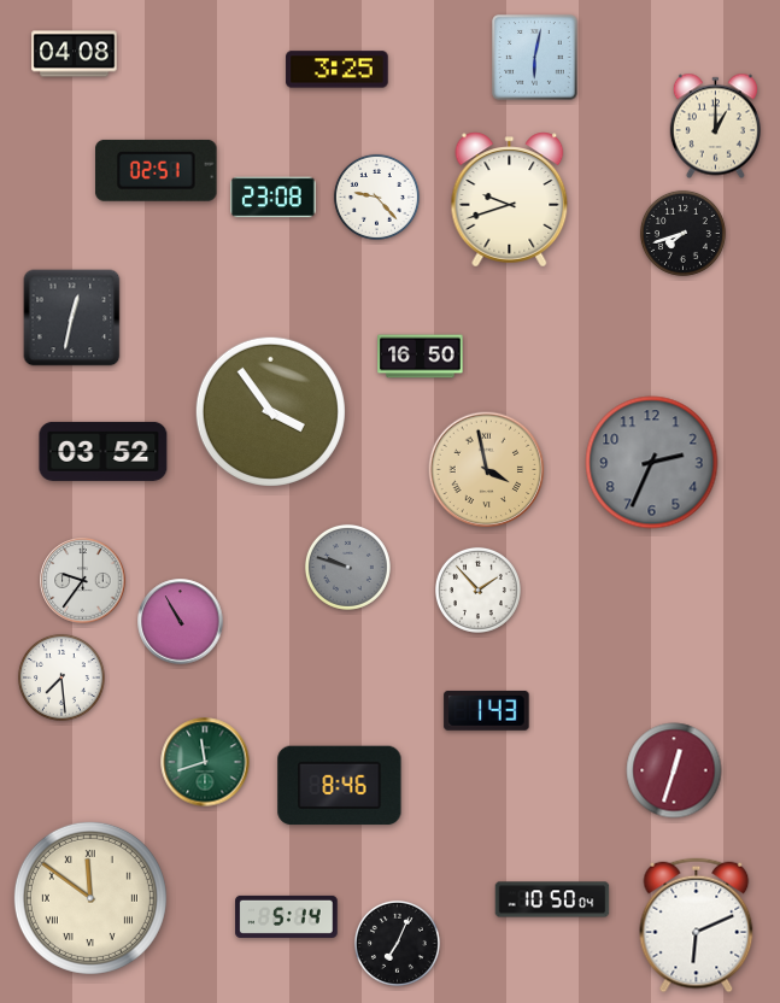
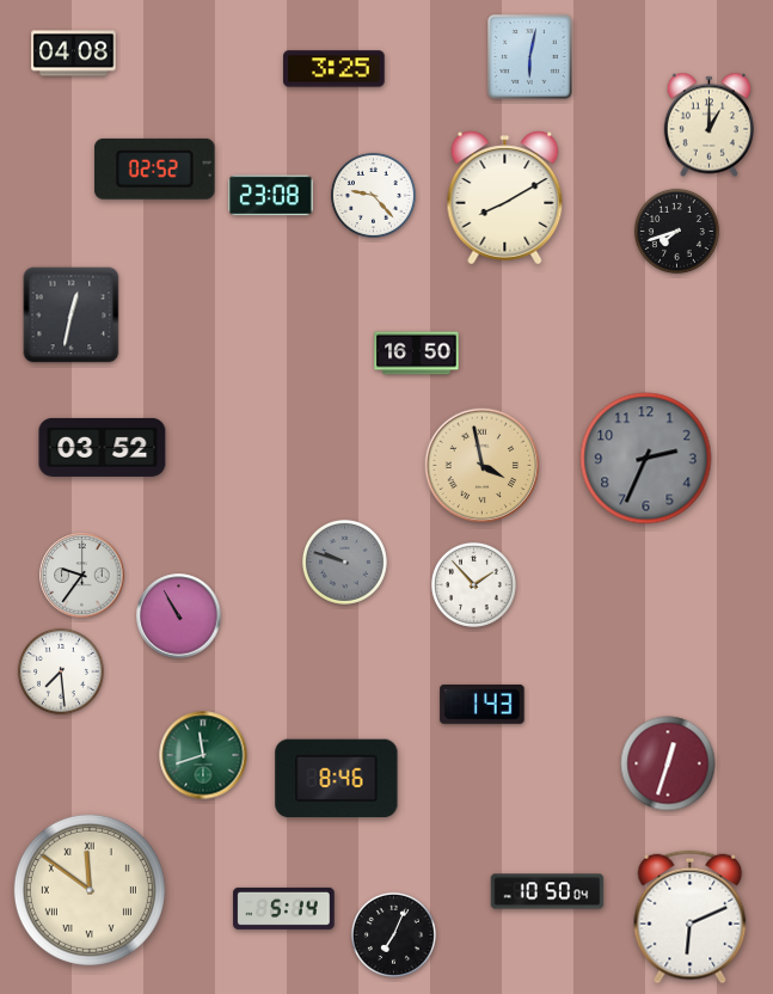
clock at (157, 170): 02:51 -> 02:52
clock at (510, 200): 9:42 -> 8:10
clock at (270, 411): 3:54 -> none
